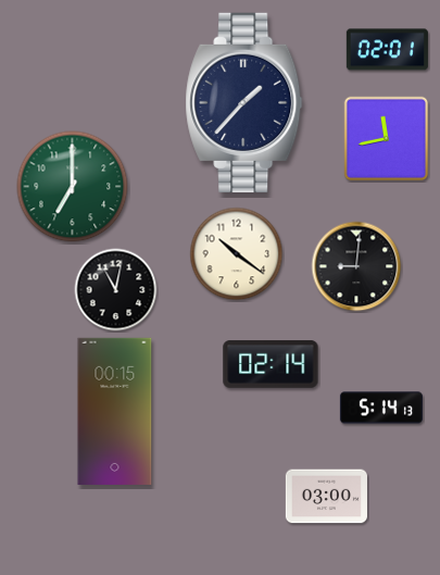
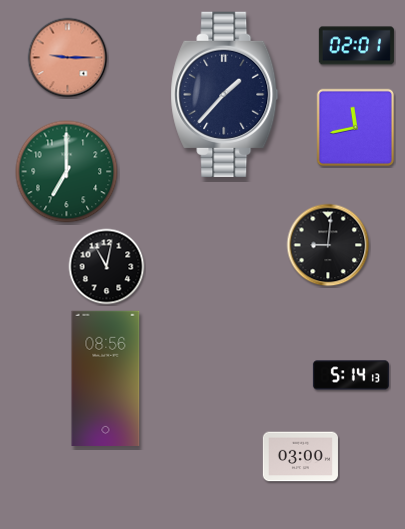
clock at (68, 58): none -> 9:15
clock at (237, 254): 10:21 -> none
clock at (271, 364): 02:14 -> none
clock at (115, 411): 00:15 -> 08:56
